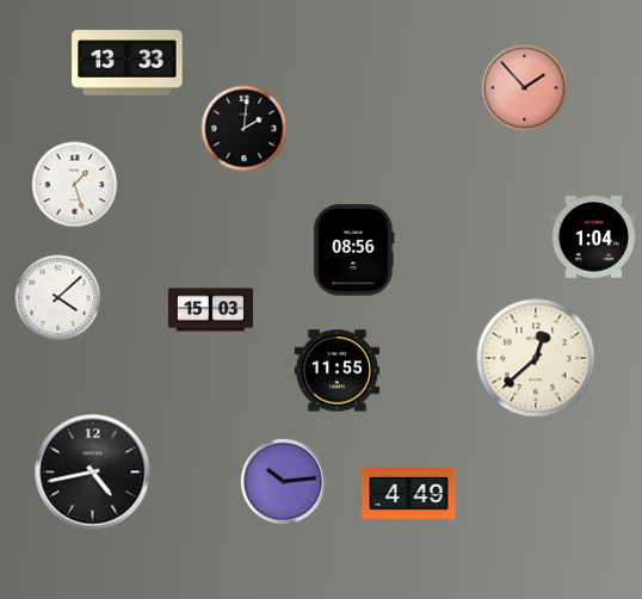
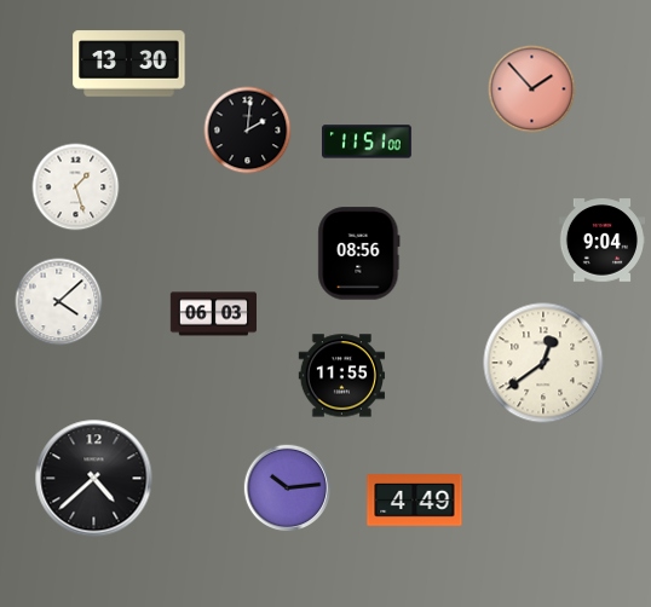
clock at (128, 63): 13:33 -> 13:30
clock at (368, 141): none -> 11:51
clock at (593, 237): 1:04 -> 9:04
clock at (211, 310): 15:03 -> 06:03
clock at (536, 358): 12:38 -> 12:39
clock at (93, 473): 4:43 -> 4:38
